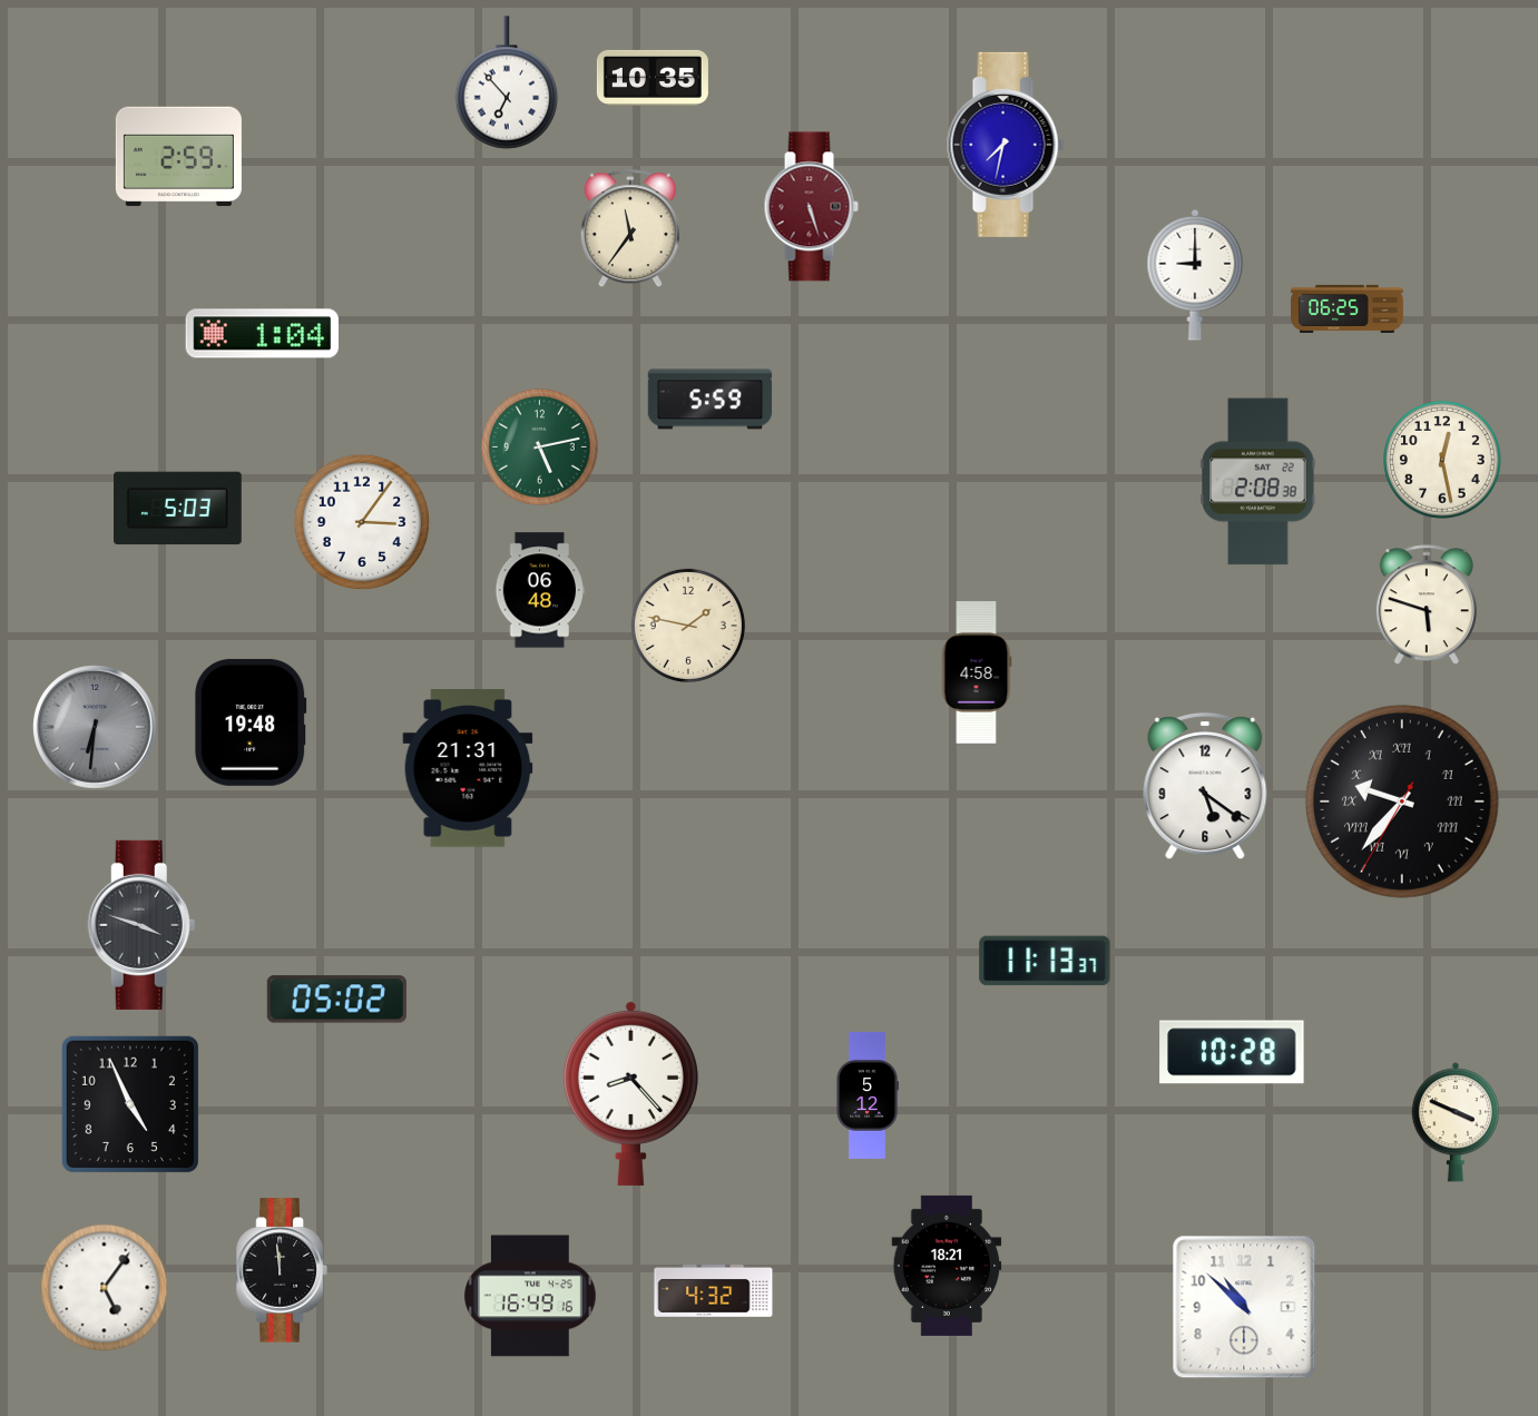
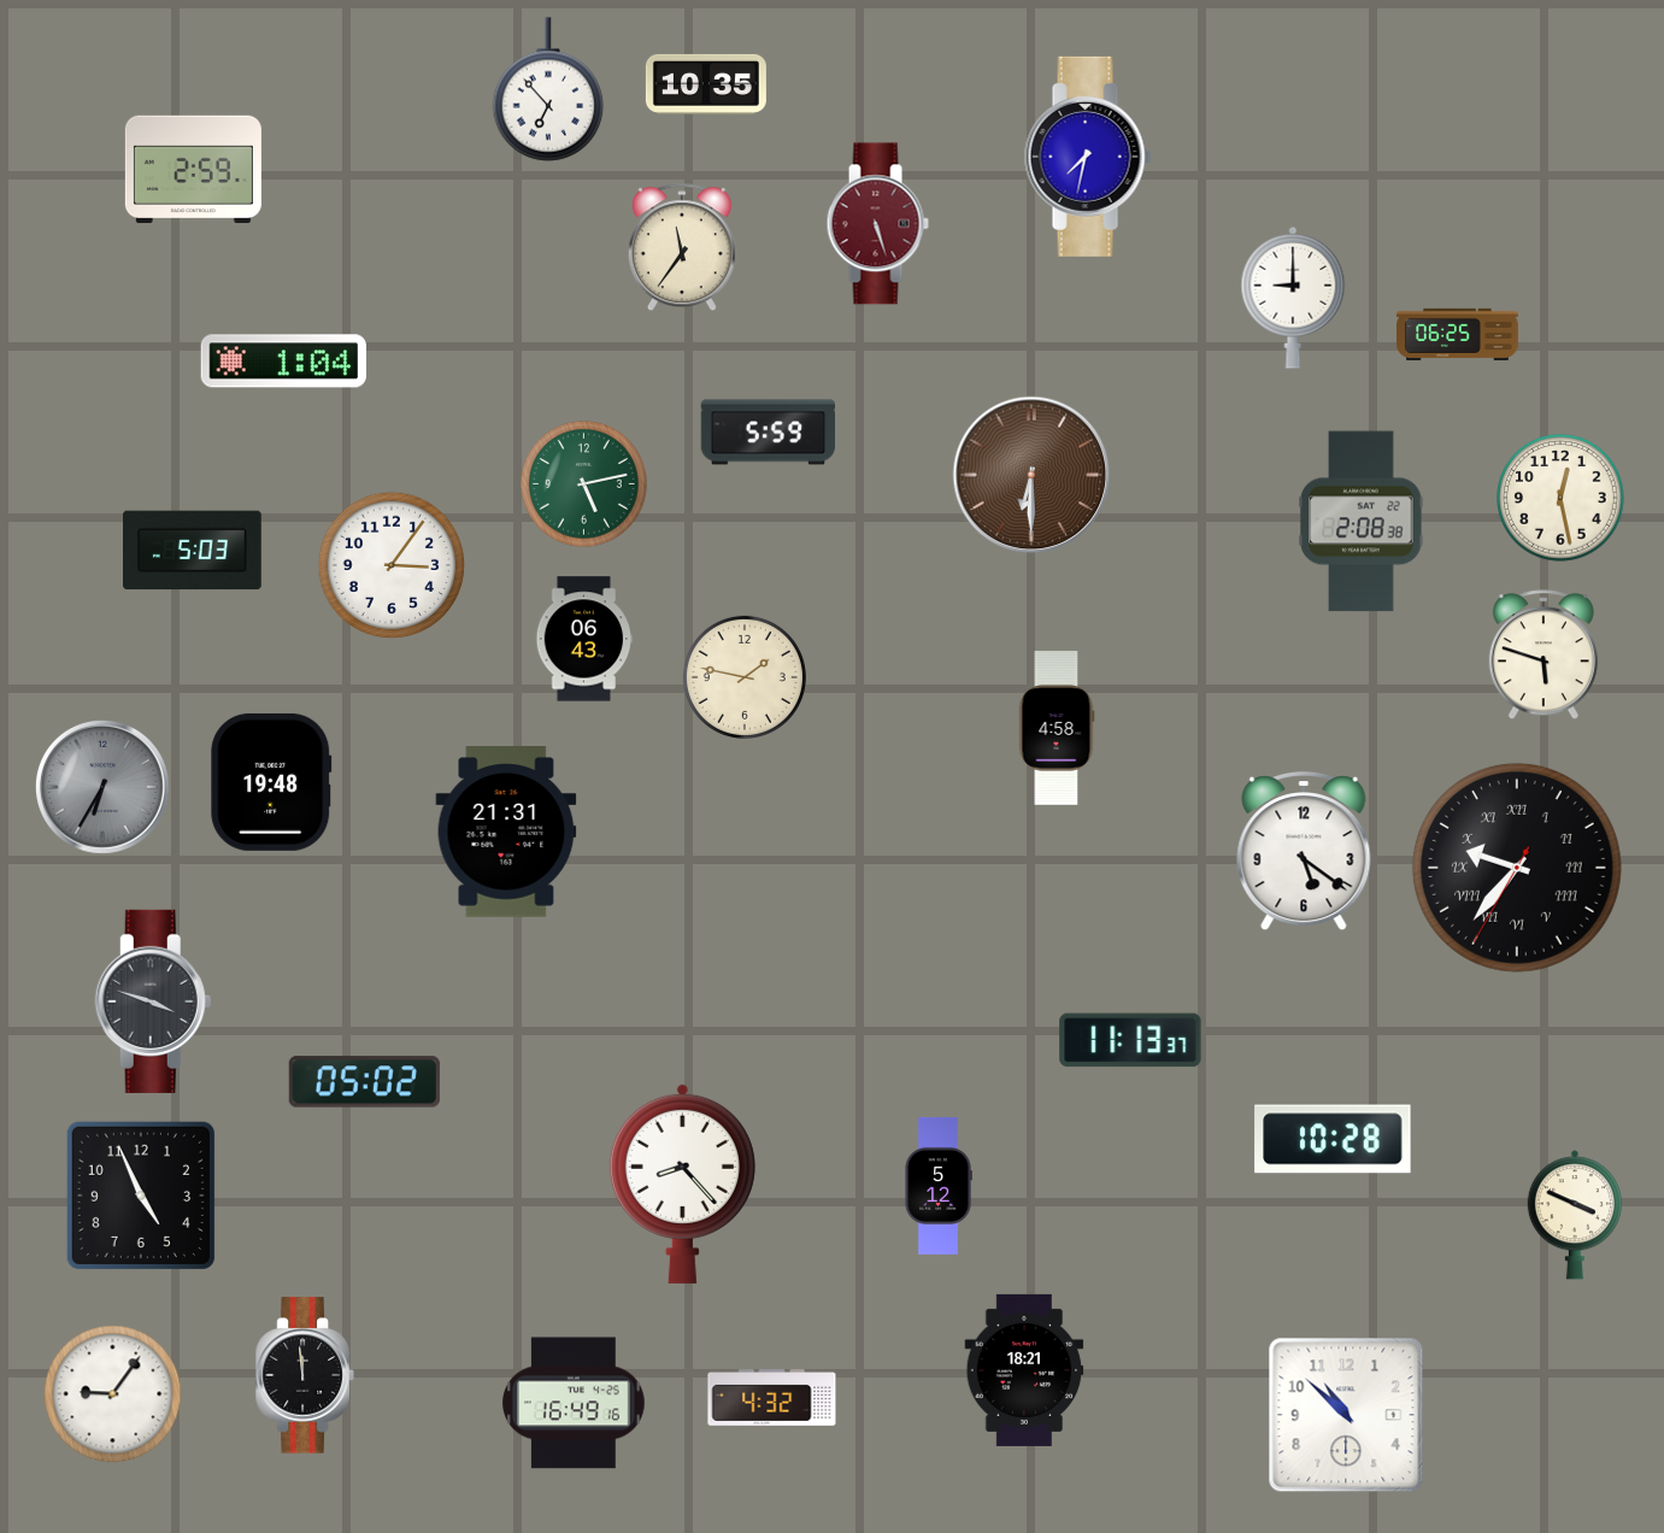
clock at (1031, 475): none -> 6:30
clock at (540, 590): 06:48 -> 06:43
clock at (96, 728): 6:31 -> 6:35
clock at (105, 1288): 5:06 -> 9:06
